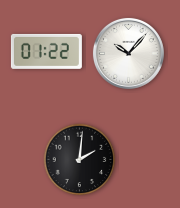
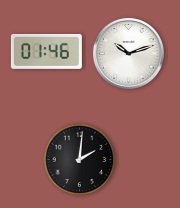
clock at (46, 51): 01:22 -> 01:46
clock at (128, 53): 10:07 -> 10:12
